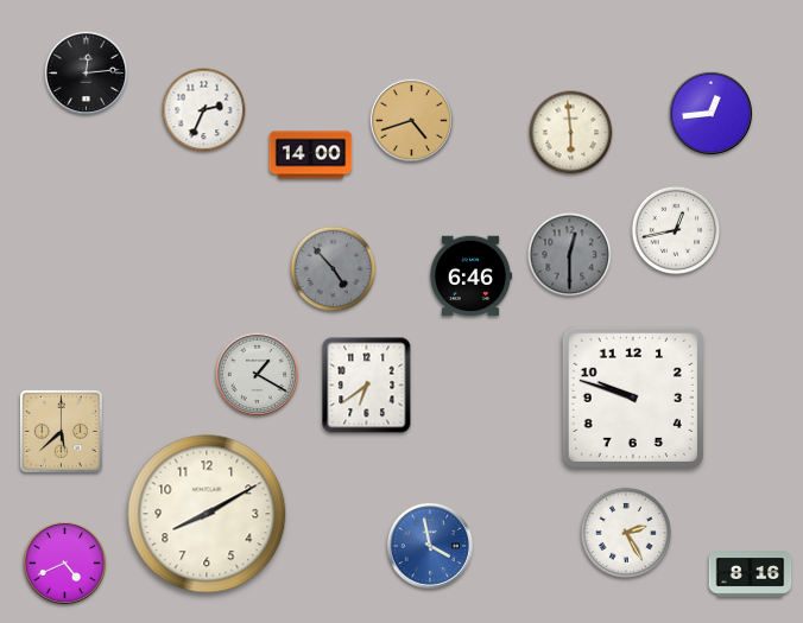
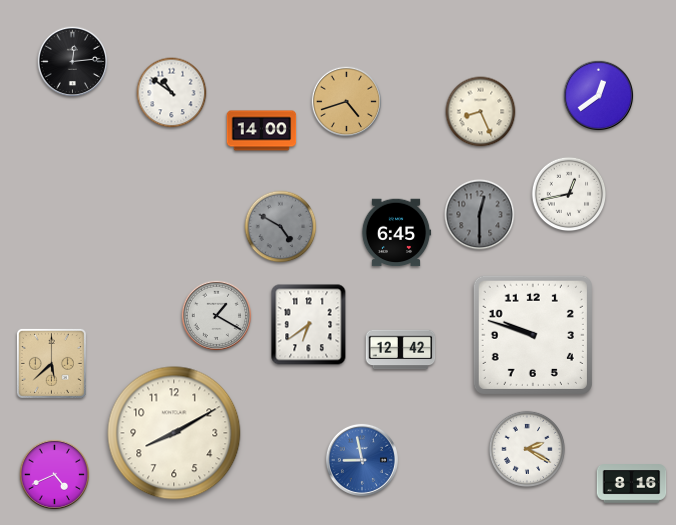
clock at (204, 110): 2:34 -> 10:51
clock at (712, 114): 12:44 -> 12:39
clock at (571, 133): 5:59 -> 8:26
clock at (334, 269): 4:53 -> 4:50
clock at (470, 276): 6:46 -> 6:45
clock at (401, 350): none -> 12:42
clock at (626, 533): 2:25 -> 2:20
clock at (430, 546): 3:58 -> 8:58
